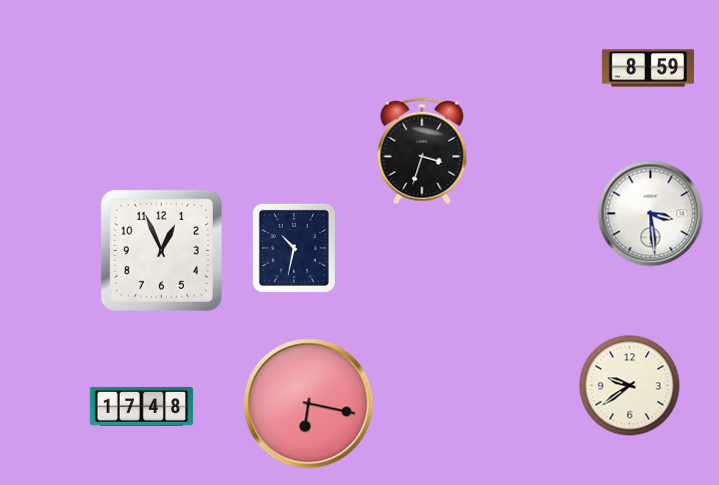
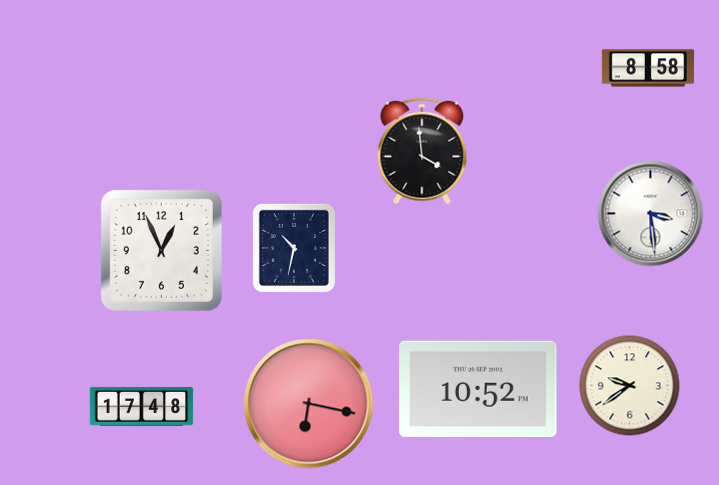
clock at (648, 68): 8:59 -> 8:58
clock at (422, 151): 3:33 -> 3:59
clock at (478, 389): none -> 10:52
